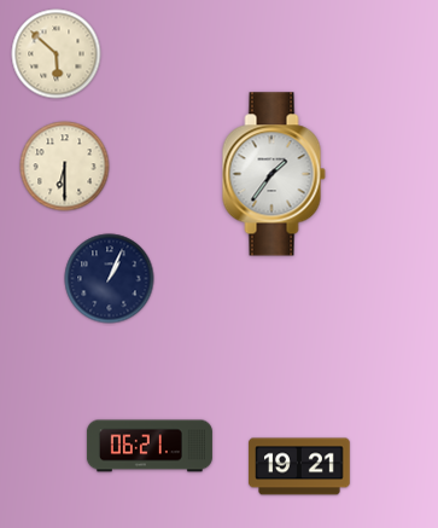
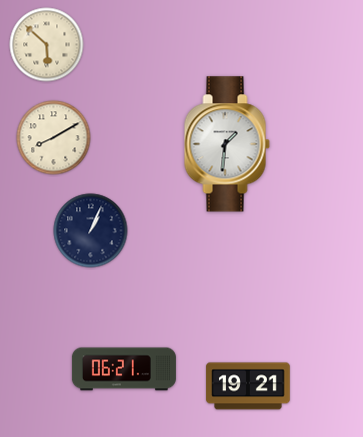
clock at (65, 167): 6:30 -> 8:10
clock at (274, 174): 1:36 -> 1:31
